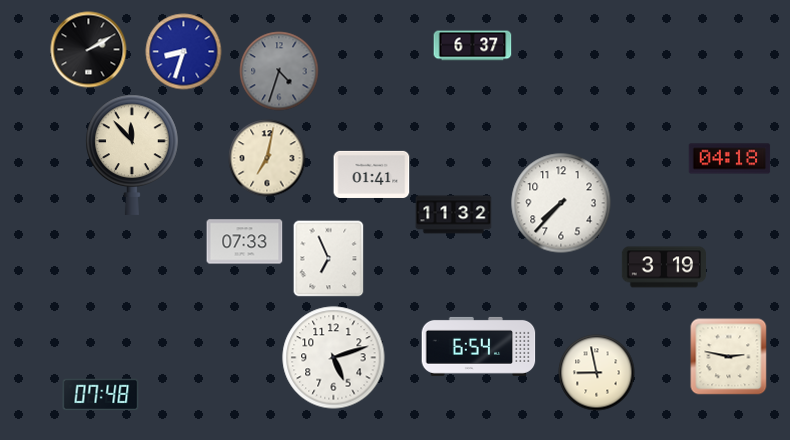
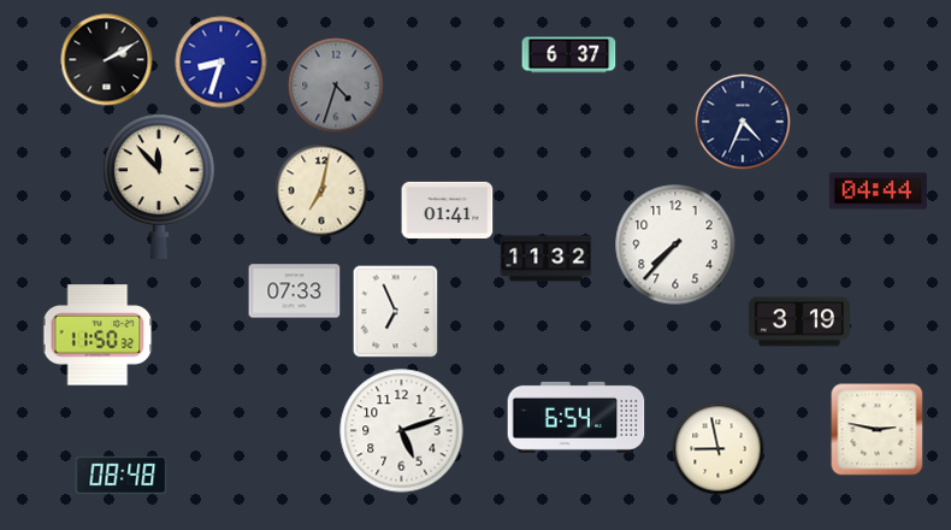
clock at (743, 122): none -> 4:34
clock at (730, 159): 04:18 -> 04:44
clock at (98, 335): none -> 11:50
clock at (101, 395): 07:48 -> 08:48
